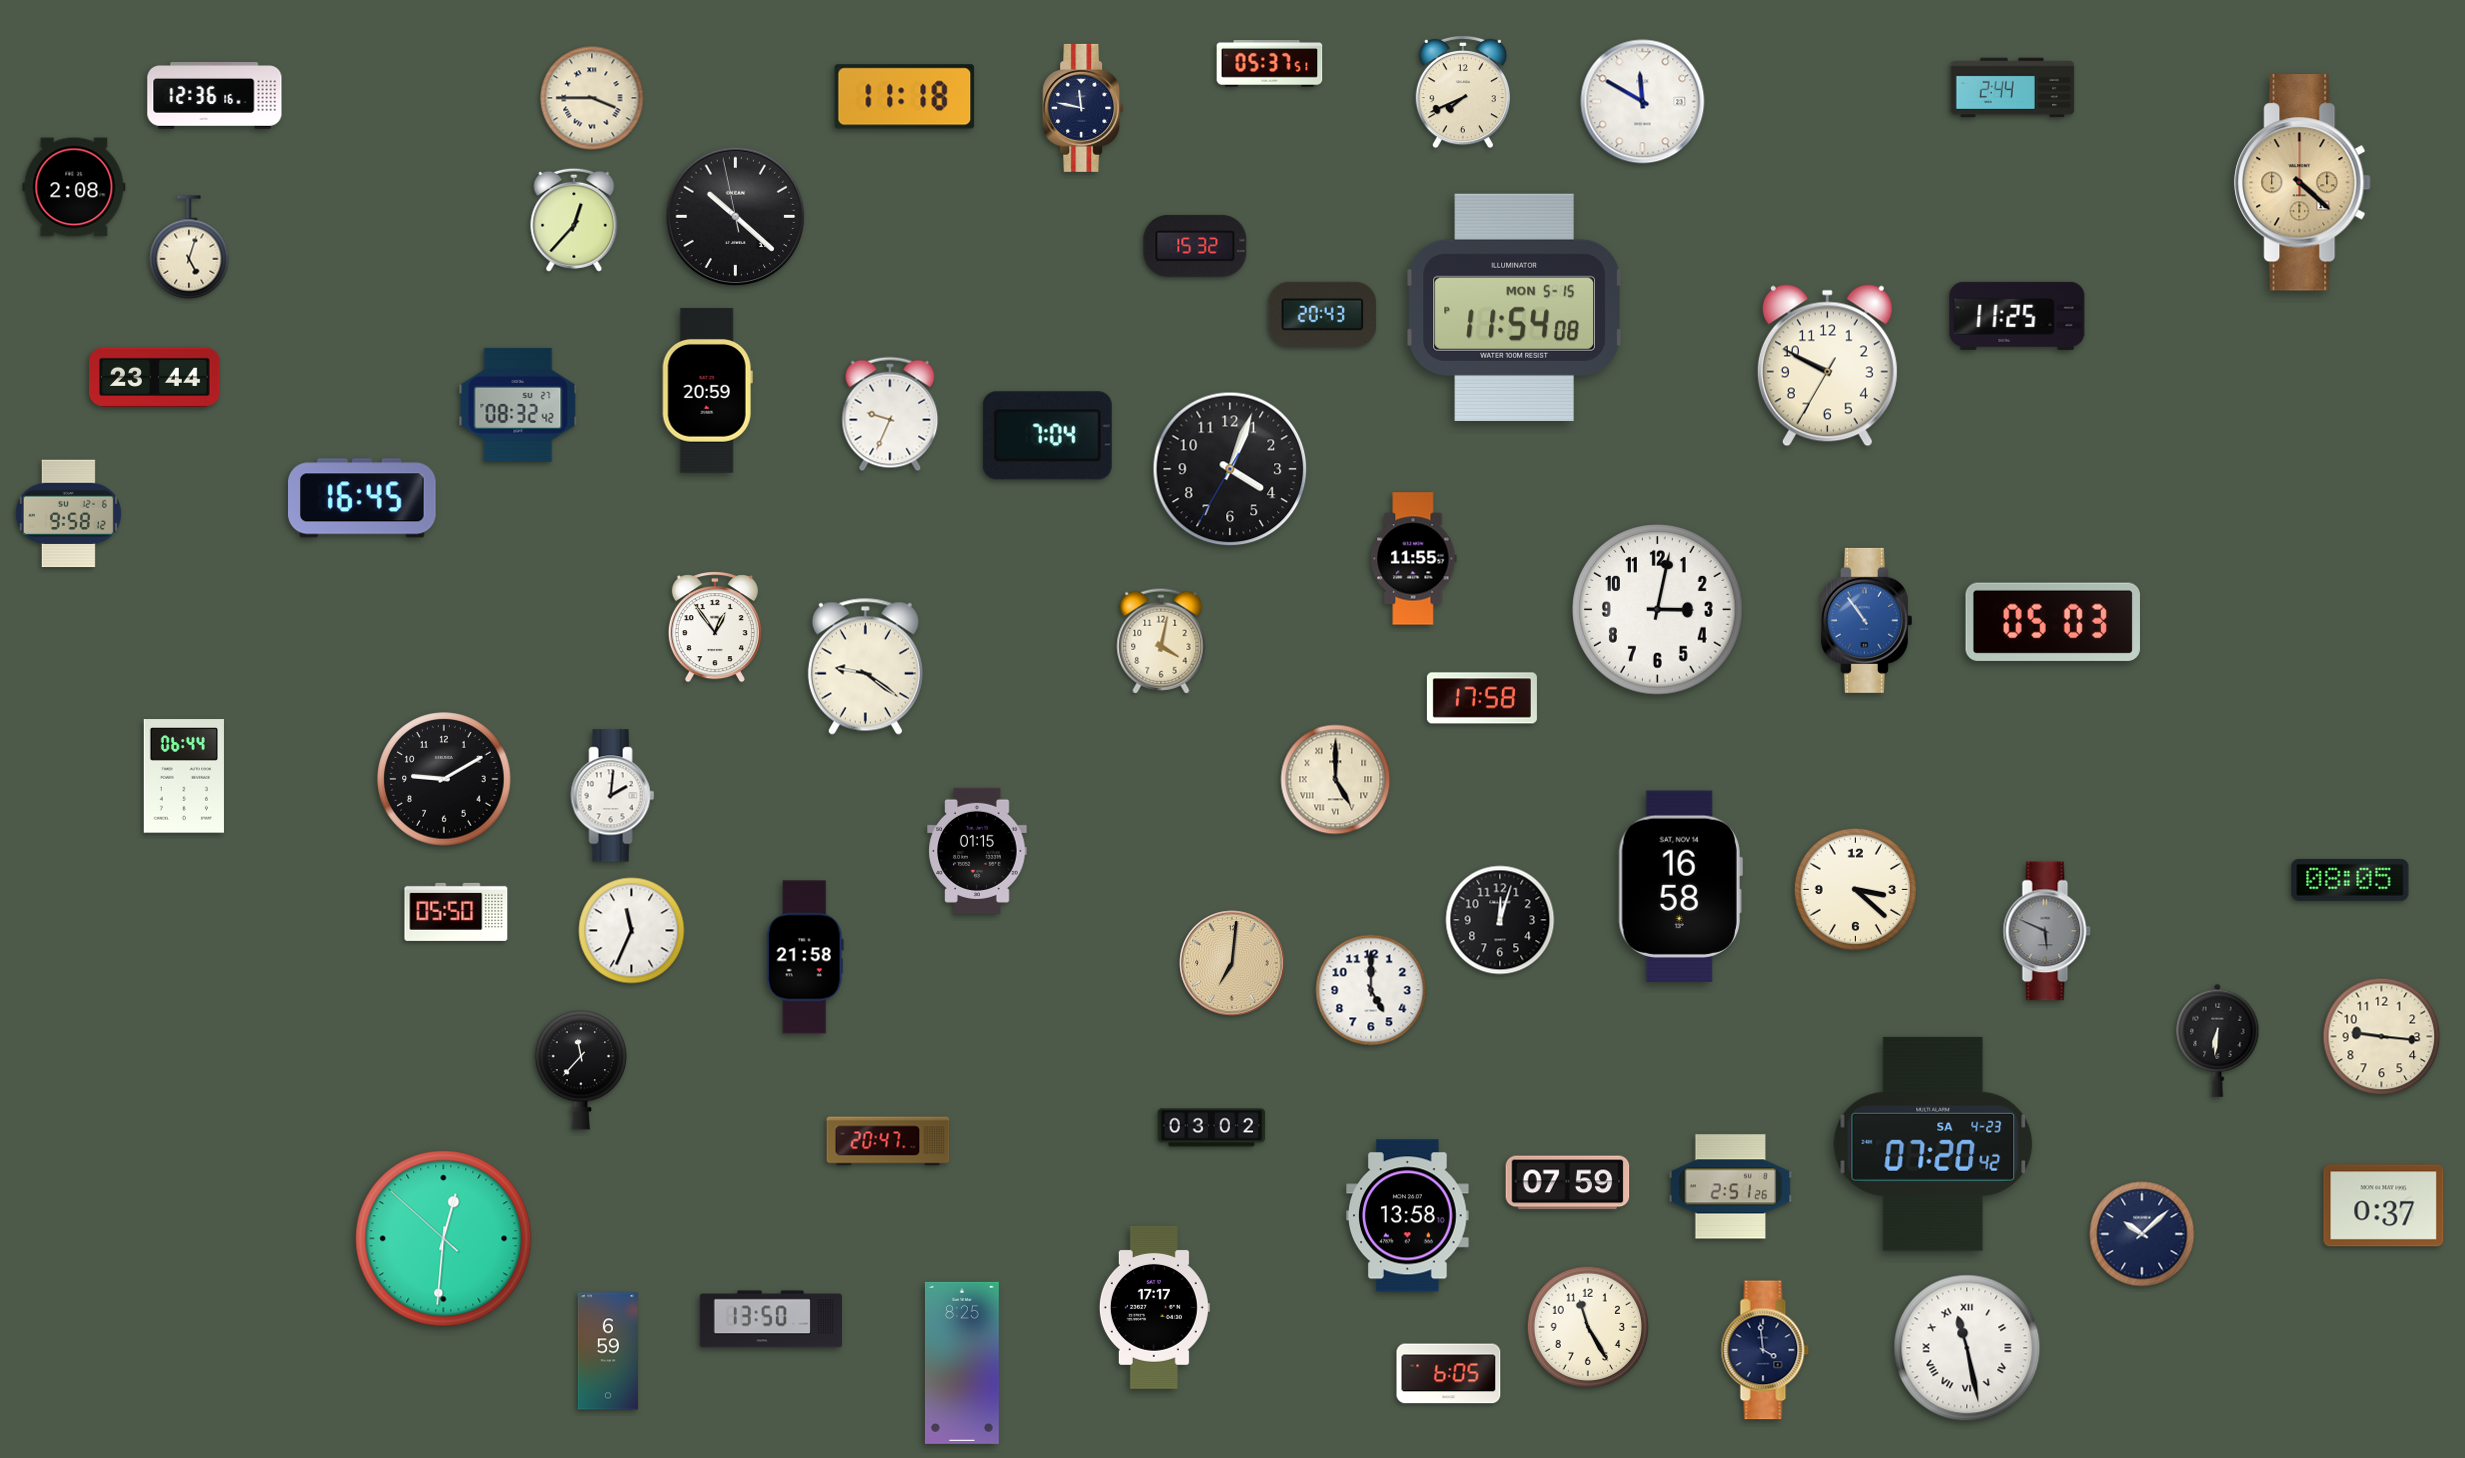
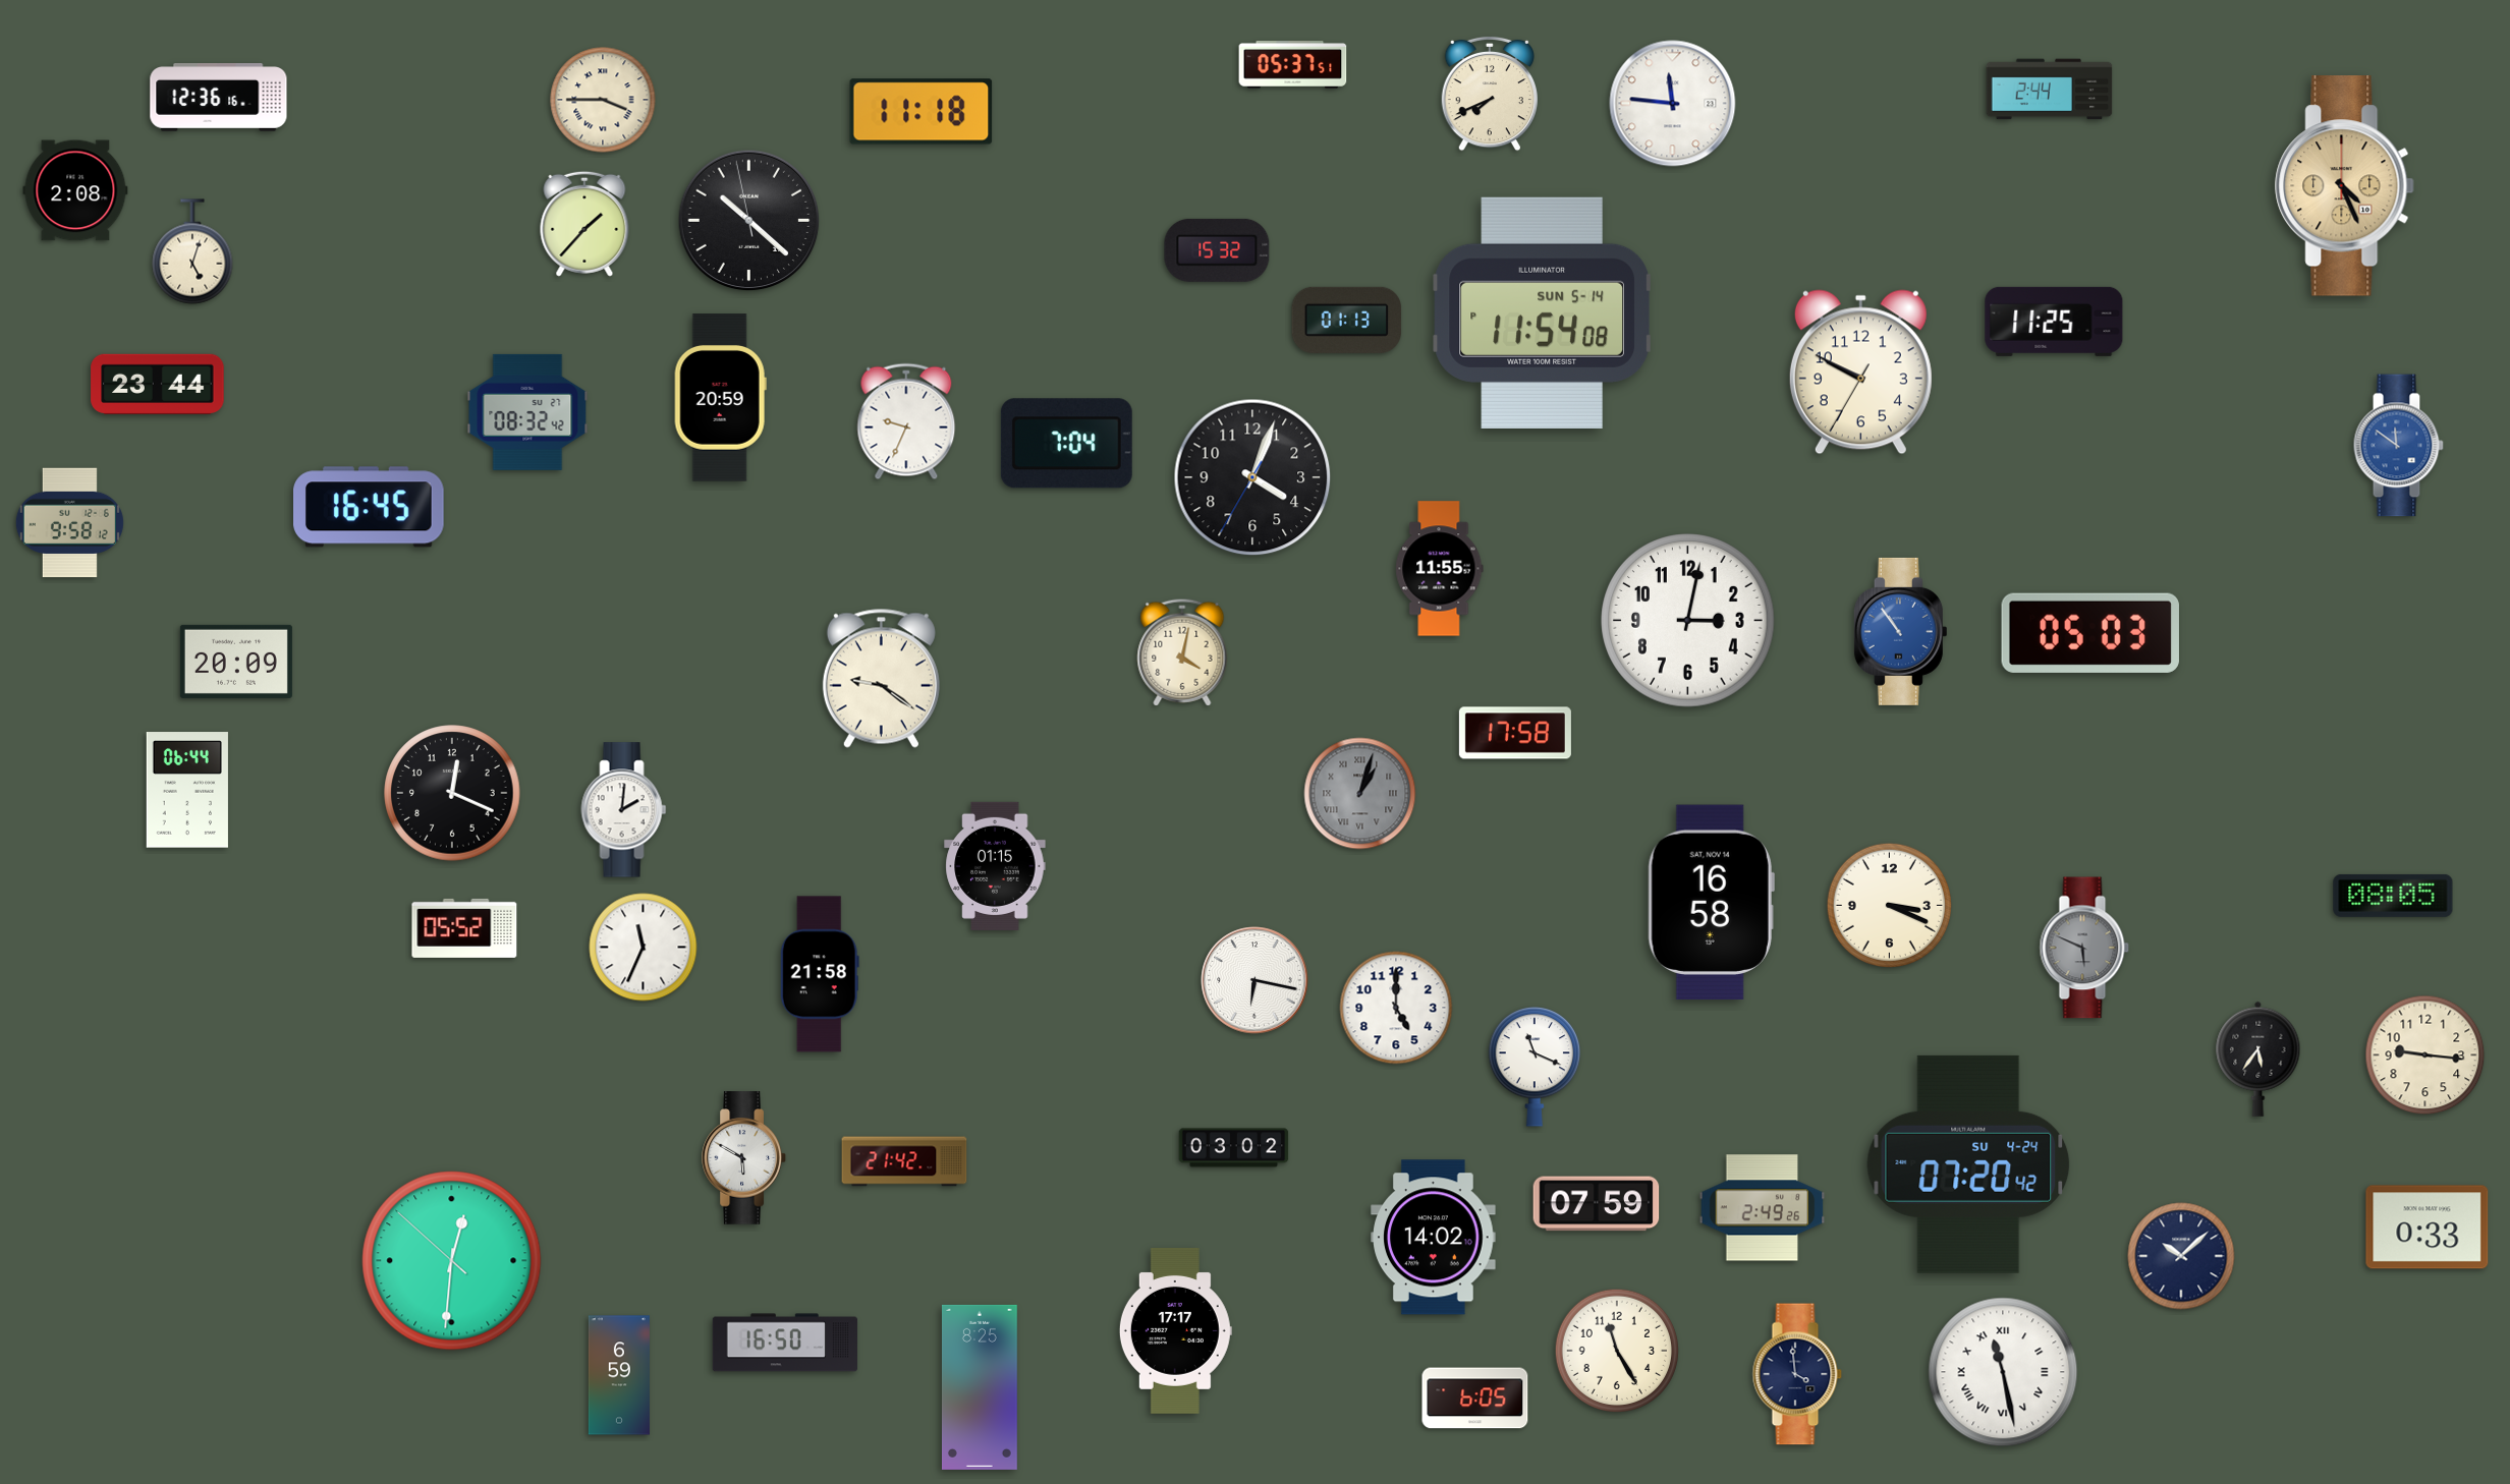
clock at (905, 97) position: (905, 97) -> (922, 112)
clock at (1643, 102): 11:50 -> 11:46
clock at (1083, 108): 11:47 -> none
clock at (2303, 183): 4:22 -> 4:26
clock at (574, 220): 12:37 -> 1:37
clock at (1515, 307) date: MON 5-15 -> SUN 5-14
clock at (1323, 314): 20:43 -> 01:13
clock at (2398, 446): none -> 11:51
clock at (715, 627): 12:54 -> none
clock at (236, 662): none -> 20:09
clock at (1482, 698) position: (1482, 698) -> (1515, 733)
clock at (444, 779): 9:10 -> 12:19
clock at (1336, 780): 5:00 -> 1:03
clock at (1336, 780) dial: cream -> grey
clock at (1855, 889): 3:22 -> 3:19
clock at (456, 912): 05:50 -> 05:52
clock at (1500, 920): 12:03 -> none
clock at (1232, 963): 7:01 -> 6:17
clock at (1232, 963) dial: champagne -> white
clock at (2218, 1040): 6:31 -> 5:36
clock at (1535, 1068): none -> 11:19
clock at (581, 1071): 11:37 -> none
clock at (744, 1158): none -> 5:50
clock at (888, 1141): 20:47 -> 21:42
clock at (1933, 1144) date: SA 4-23 -> SU 4-24
clock at (1731, 1187): 2:51 -> 2:49
clock at (2384, 1206): 0:37 -> 0:33
clock at (1408, 1216): 13:58 -> 14:02
clock at (770, 1319): 13:50 -> 16:50
